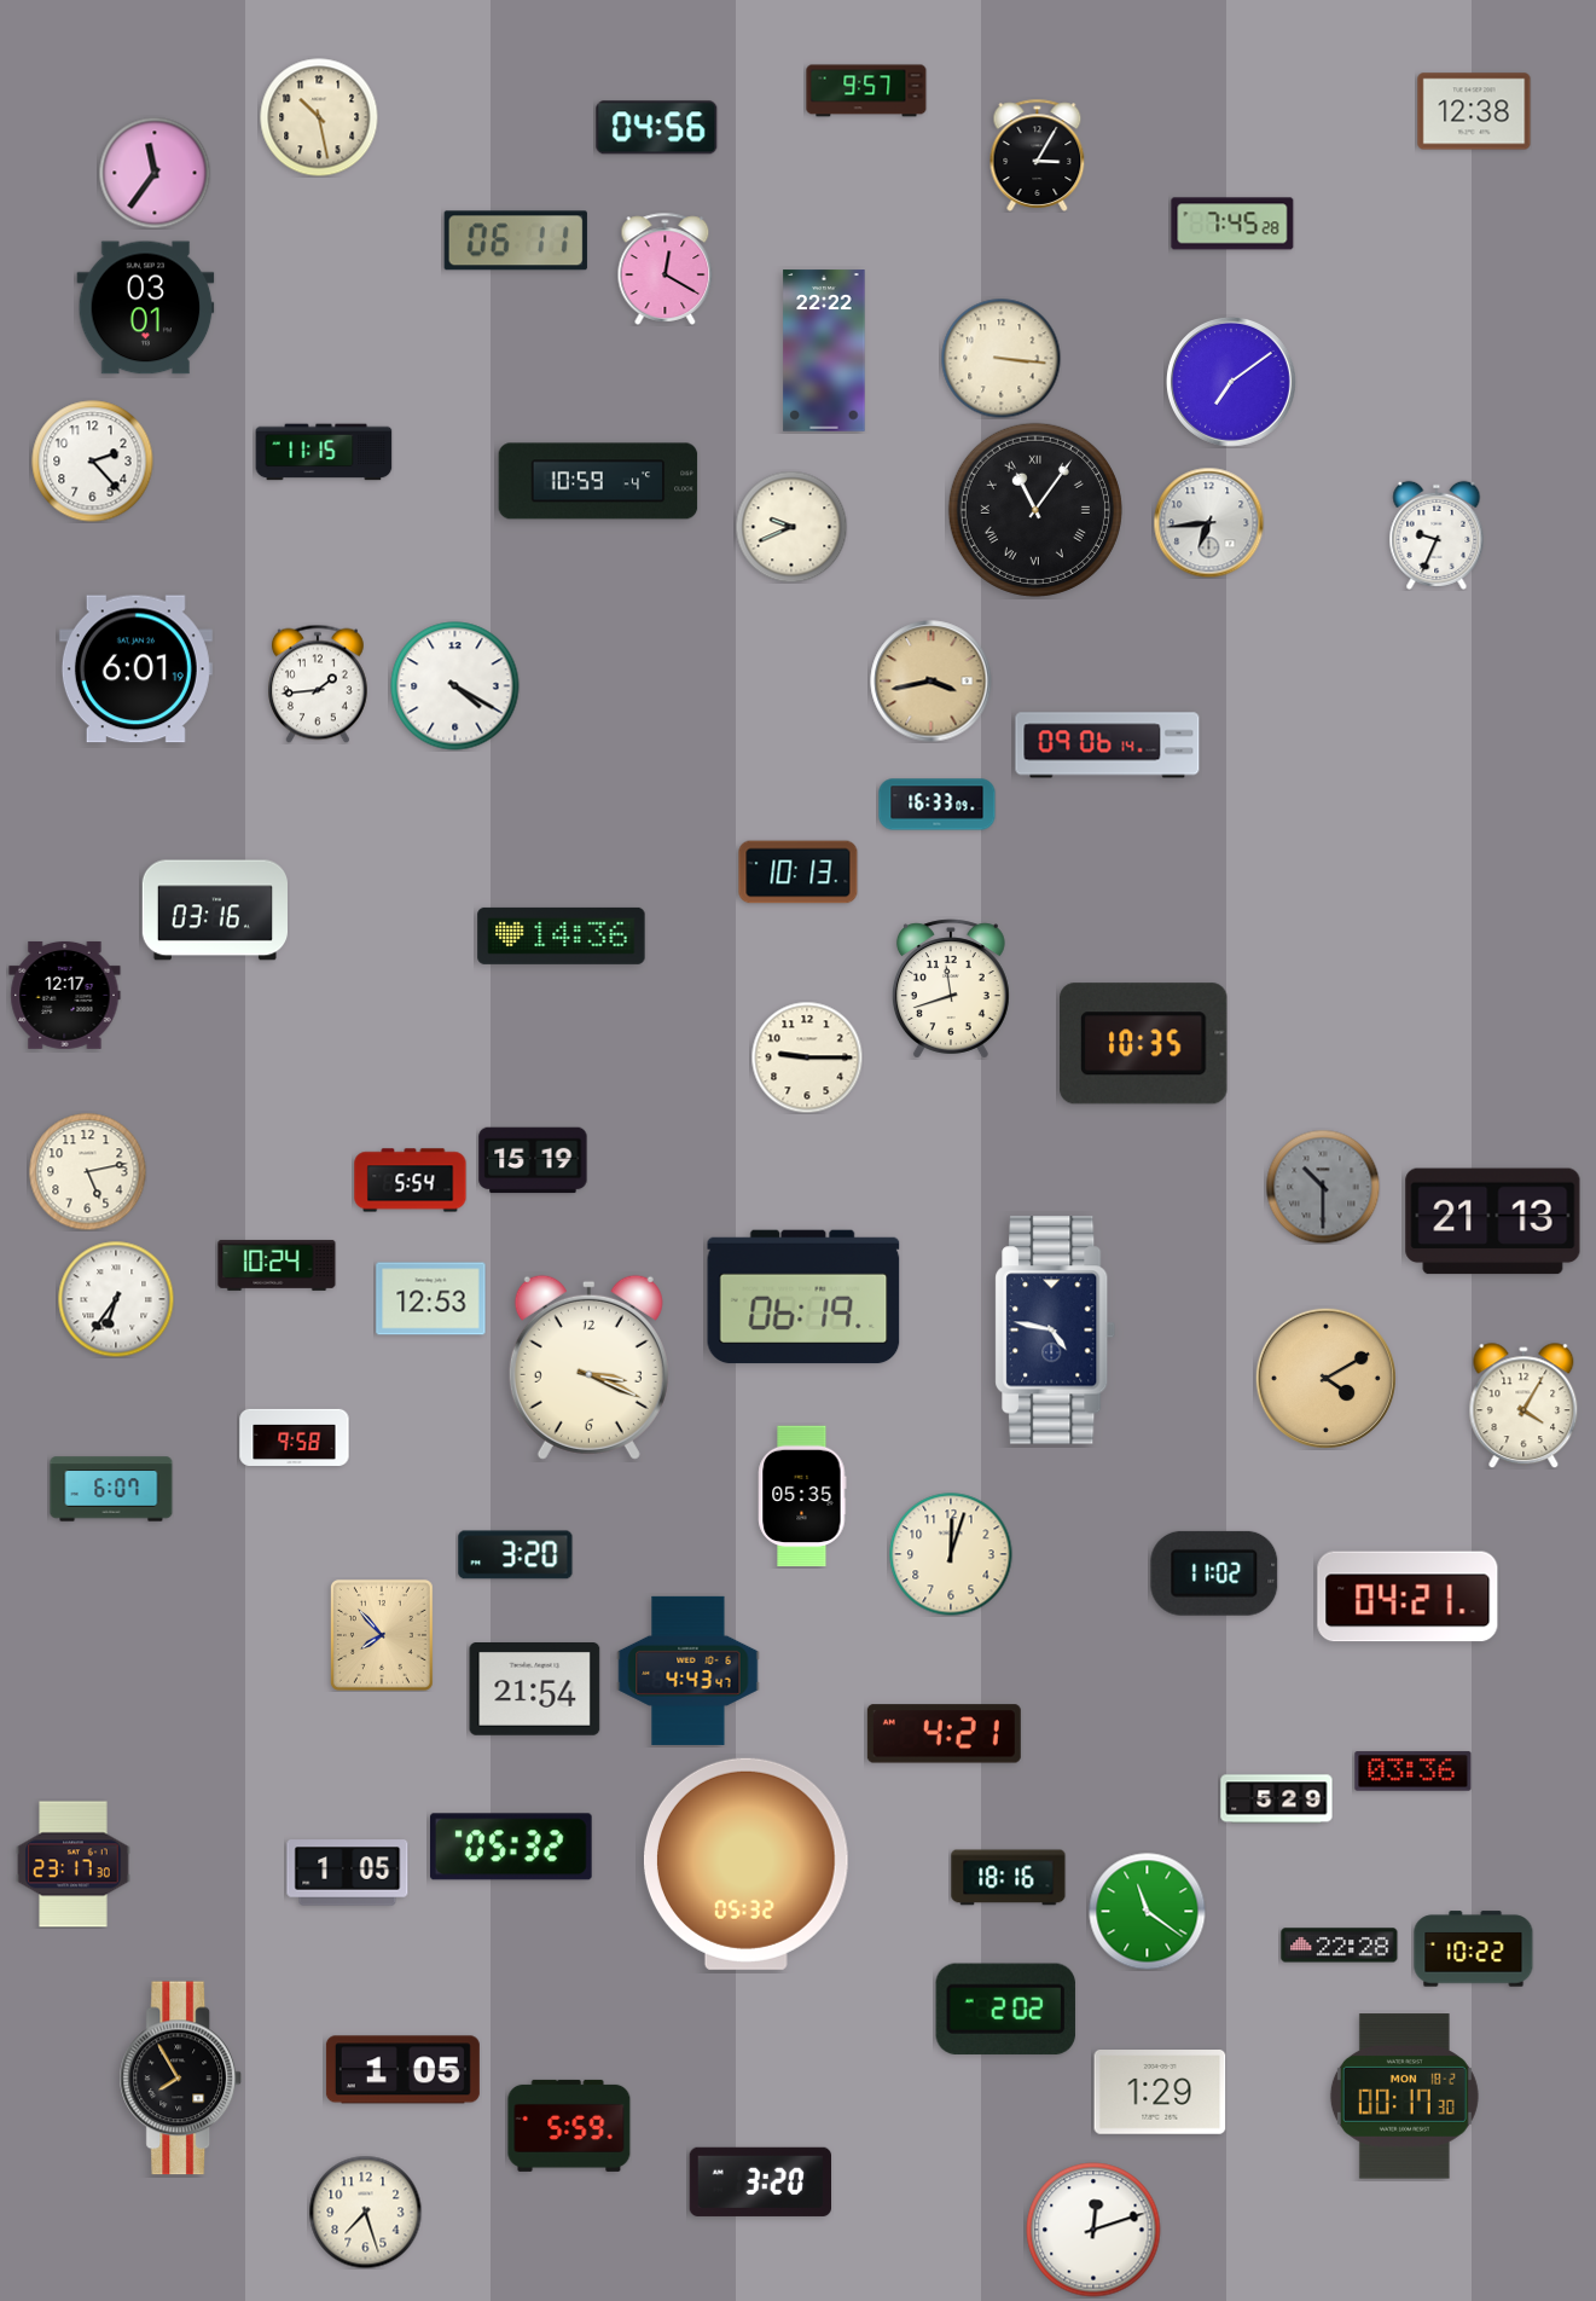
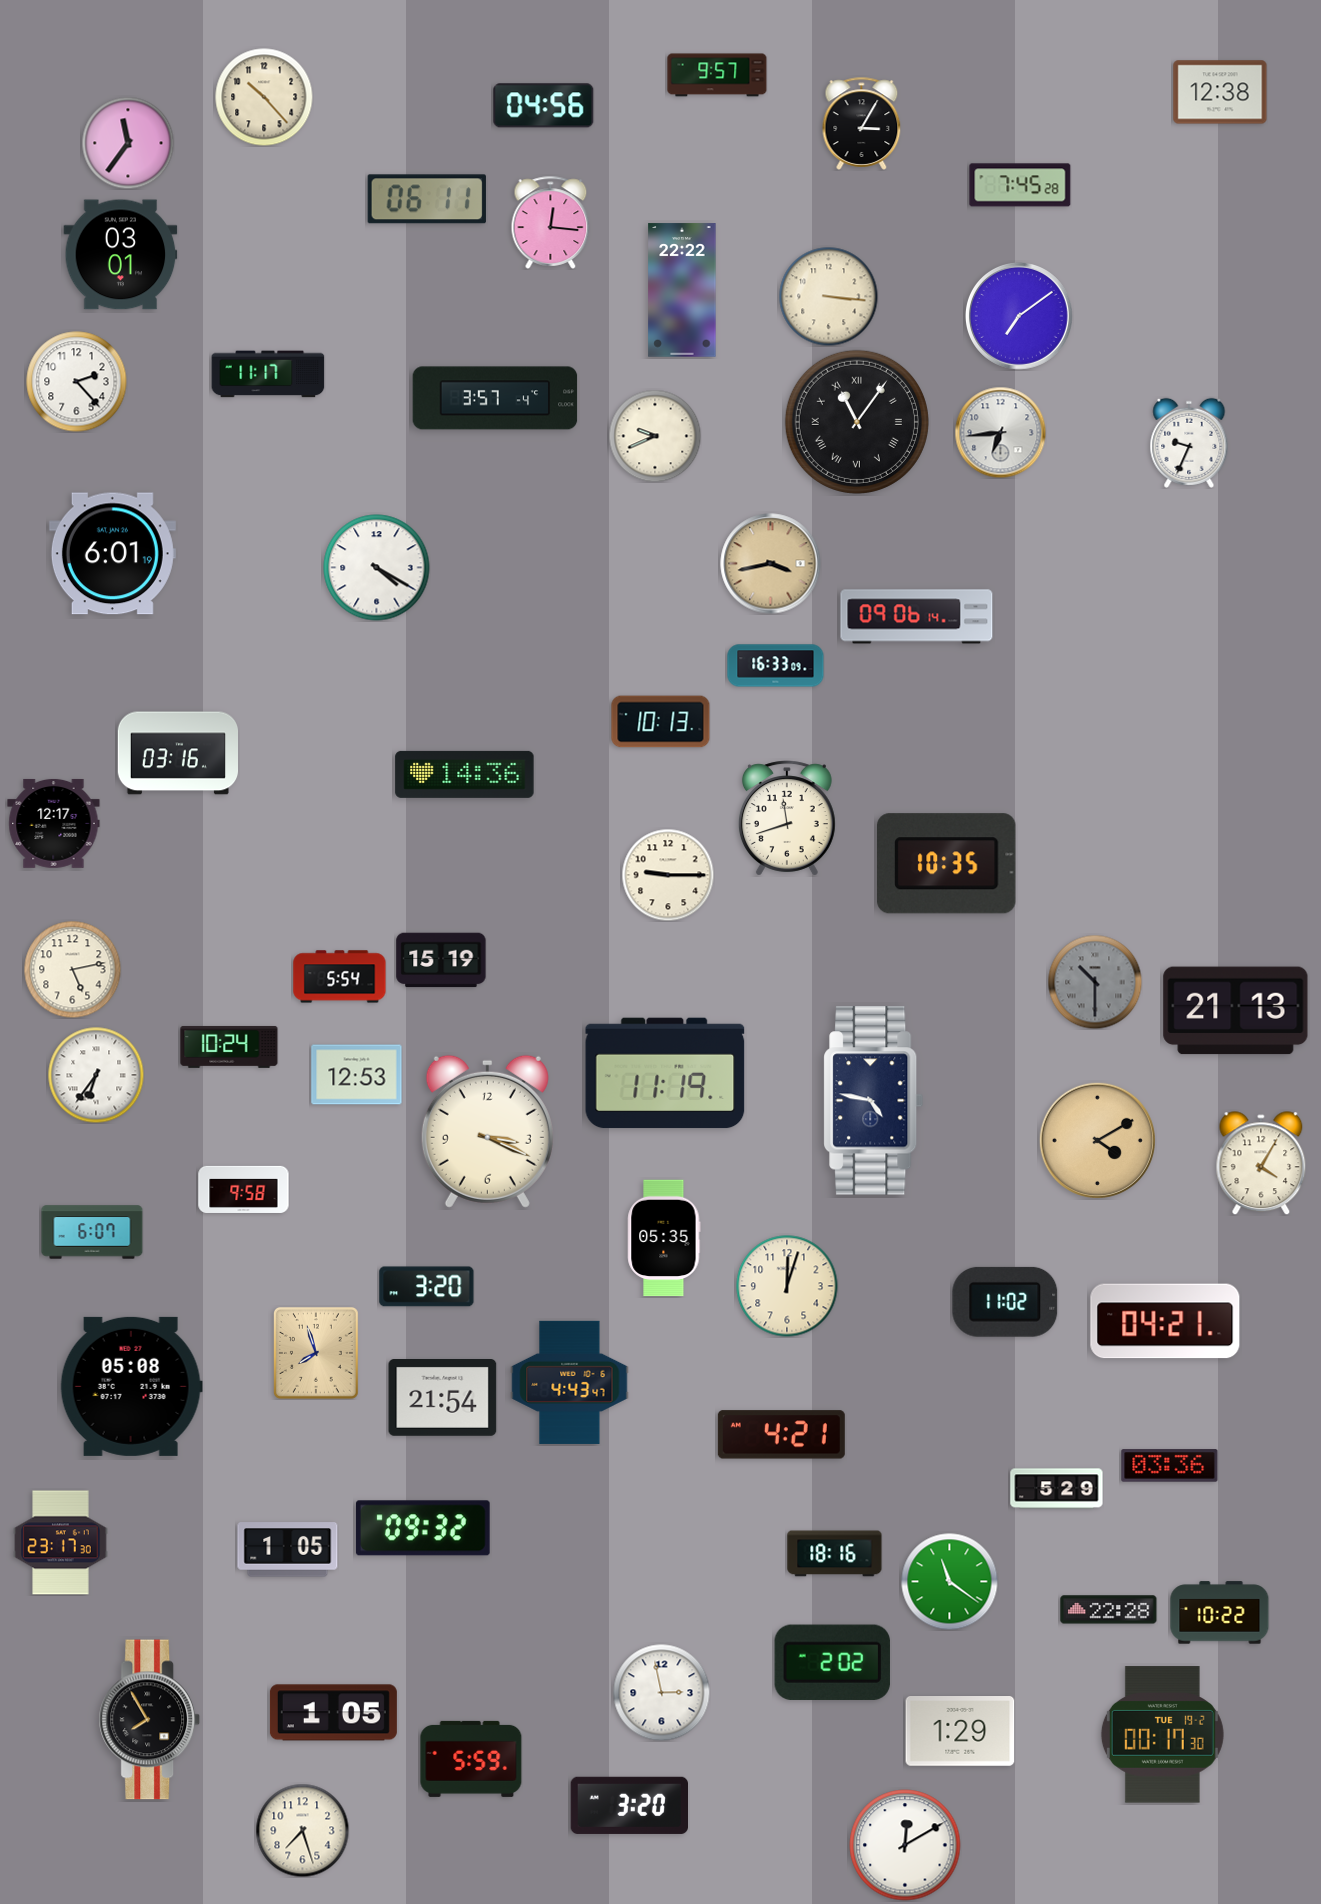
clock at (319, 117): 10:28 -> 10:23
clock at (1038, 155) position: (1038, 155) -> (862, 123)
clock at (666, 268): 12:20 -> 12:16
clock at (324, 452): 11:15 -> 11:17
clock at (598, 481): 10:59 -> 3:57
clock at (318, 684): 1:44 -> none
clock at (803, 1297): 06:19 -> 11:19
clock at (382, 1635): 7:53 -> 7:57
clock at (131, 1386): none -> 05:08
clock at (511, 1847): 05:32 -> 09:32
clock at (745, 1864): 05:32 -> none
clock at (661, 1692): none -> 2:58
clock at (1404, 2097) date: MON 18-2 -> TUE 19-2
clock at (1093, 2230): 12:12 -> 12:10
